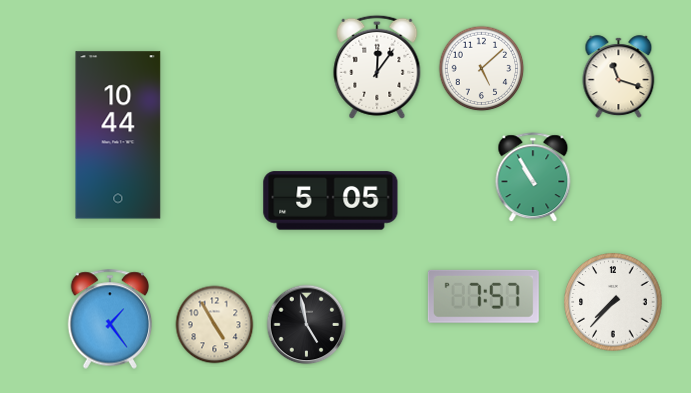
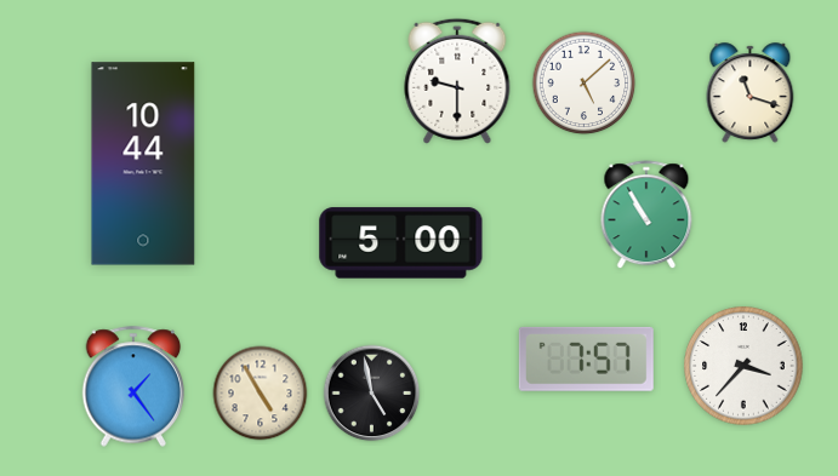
clock at (377, 67): 12:06 -> 9:30
clock at (331, 201): 5:05 -> 5:00
clock at (613, 302): 7:37 -> 3:37
